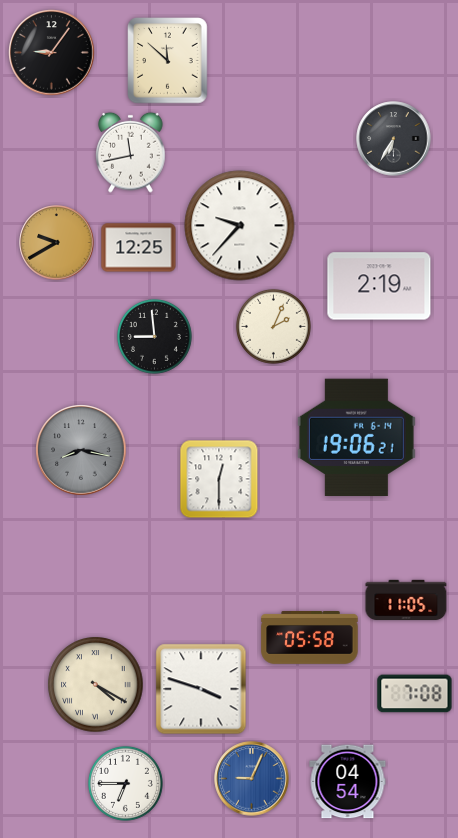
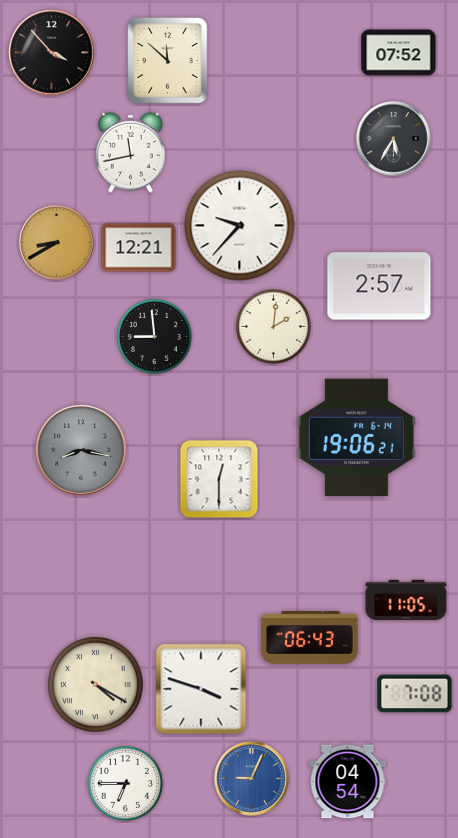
clock at (52, 53): 9:06 -> 3:53
clock at (399, 53): none -> 07:52
clock at (394, 139): 6:35 -> 5:35
clock at (57, 243): 9:40 -> 8:40
clock at (139, 248): 12:25 -> 12:21
clock at (379, 286): 2:19 -> 2:57
clock at (273, 326): 2:04 -> 2:01
clock at (310, 638): 05:58 -> 06:43
